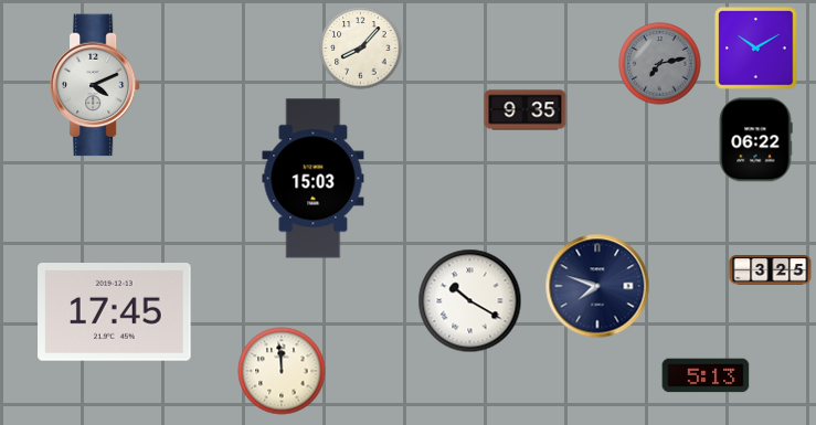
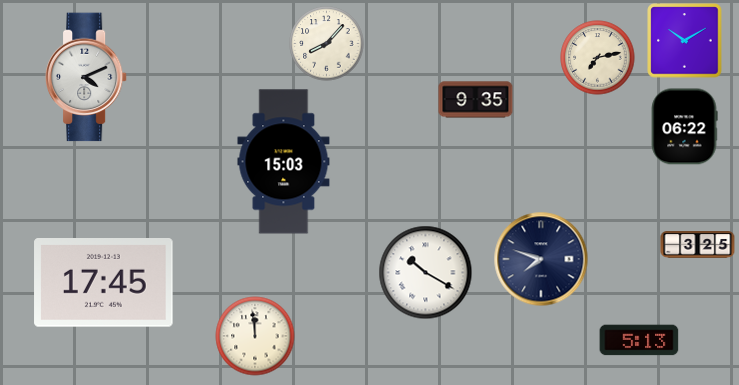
clock at (756, 49) position: (756, 49) -> (685, 41)
clock at (660, 64) dial: grey -> cream
